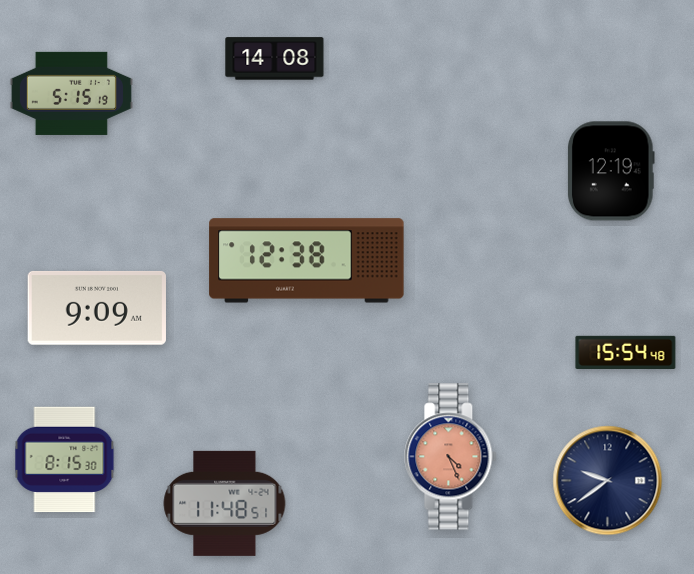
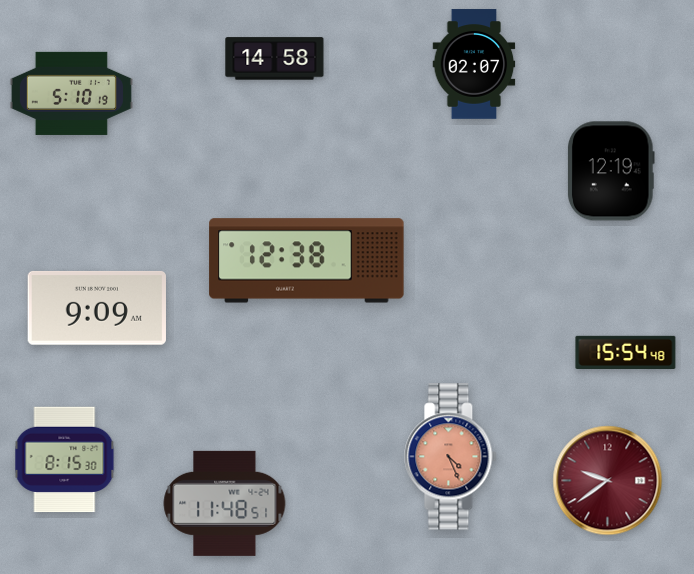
clock at (275, 59): 14:08 -> 14:58
clock at (474, 64): none -> 02:07
clock at (71, 93): 5:15 -> 5:10
clock at (608, 481) dial: navy -> burgundy
